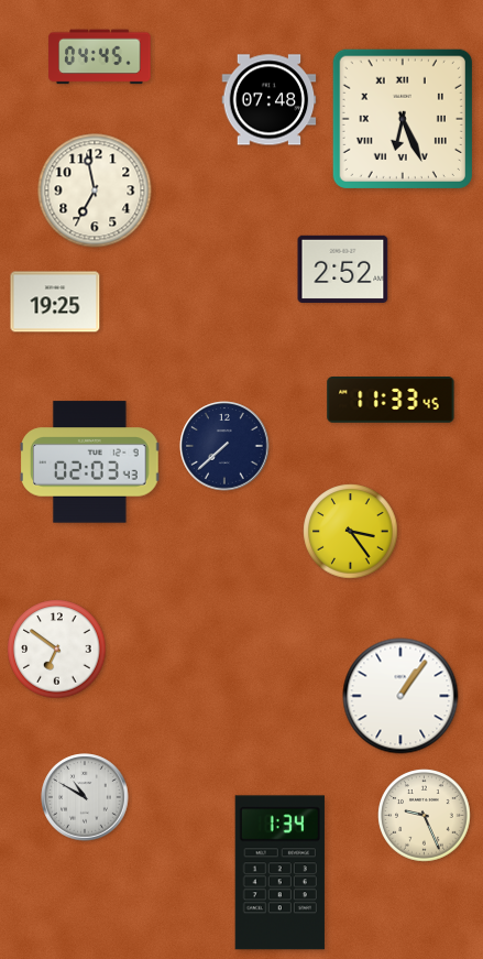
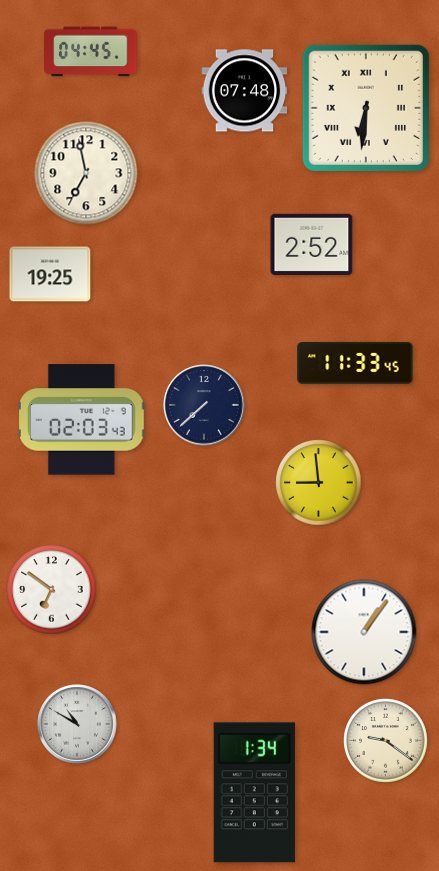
clock at (403, 119): 6:26 -> 6:31
clock at (351, 532): 3:24 -> 8:59
clock at (425, 816): 9:26 -> 9:21
